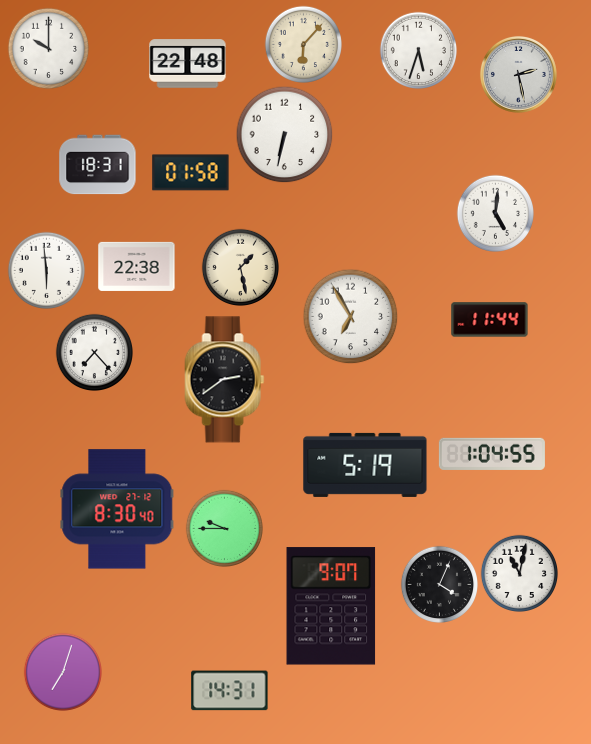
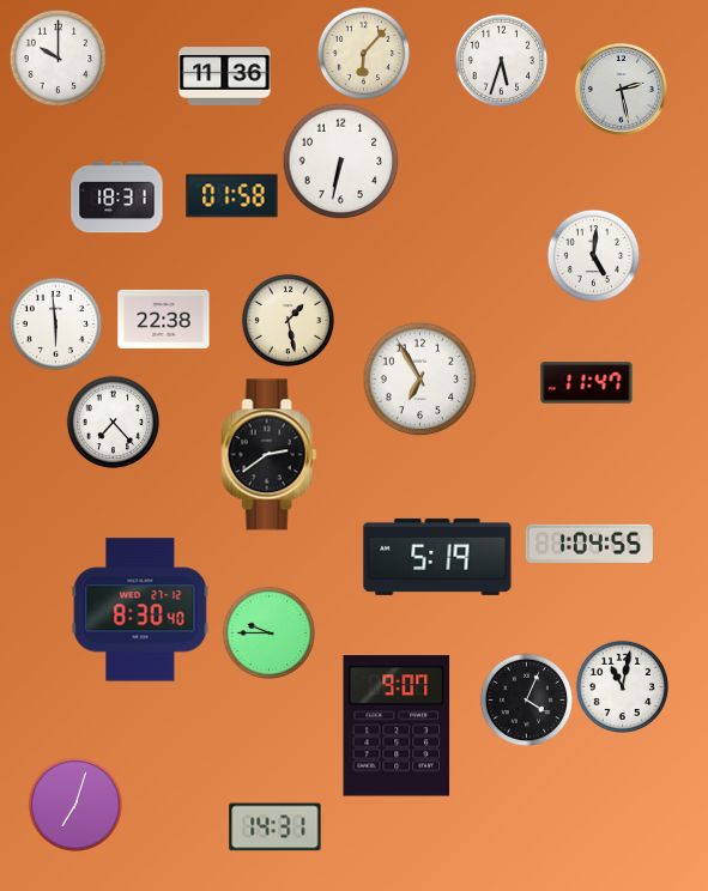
clock at (188, 64): 22:48 -> 11:36
clock at (191, 173) position: (191, 173) -> (232, 196)
clock at (490, 320): 11:44 -> 11:47
